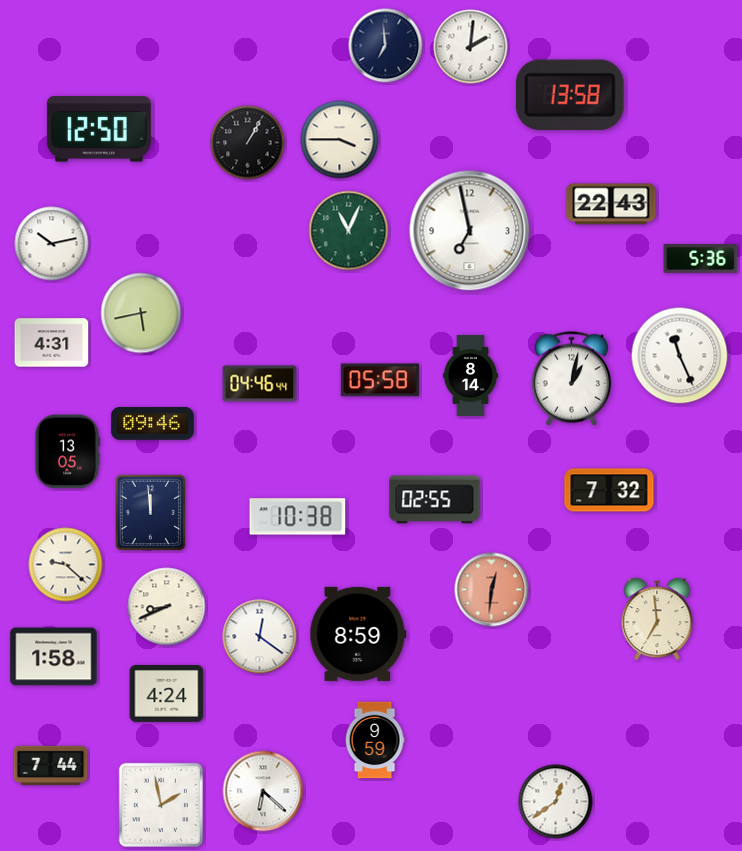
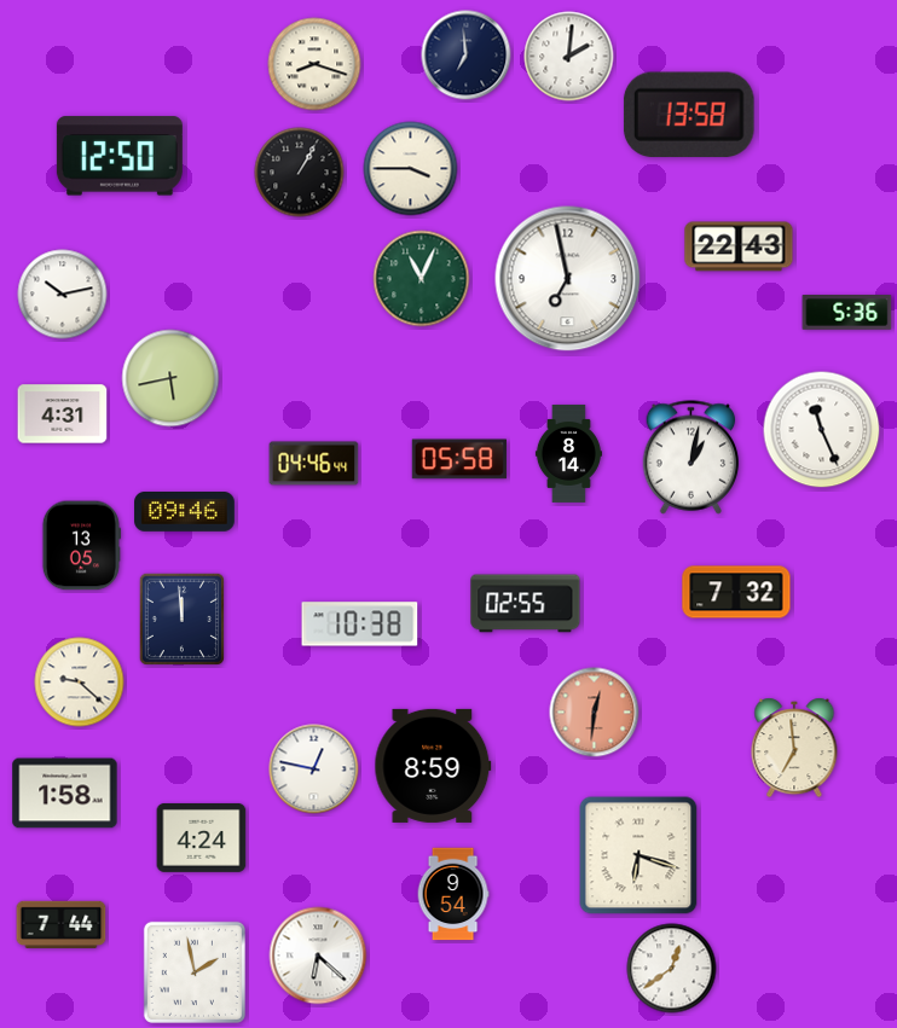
clock at (314, 64): none -> 8:18
clock at (167, 607): 8:41 -> none
clock at (260, 637): 12:21 -> 12:47
clock at (638, 855): none -> 6:18
clock at (375, 740): 9:59 -> 9:54
